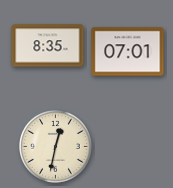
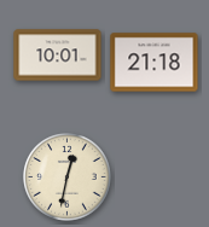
clock at (48, 46): 8:35 -> 10:01
clock at (128, 52): 07:01 -> 21:18
